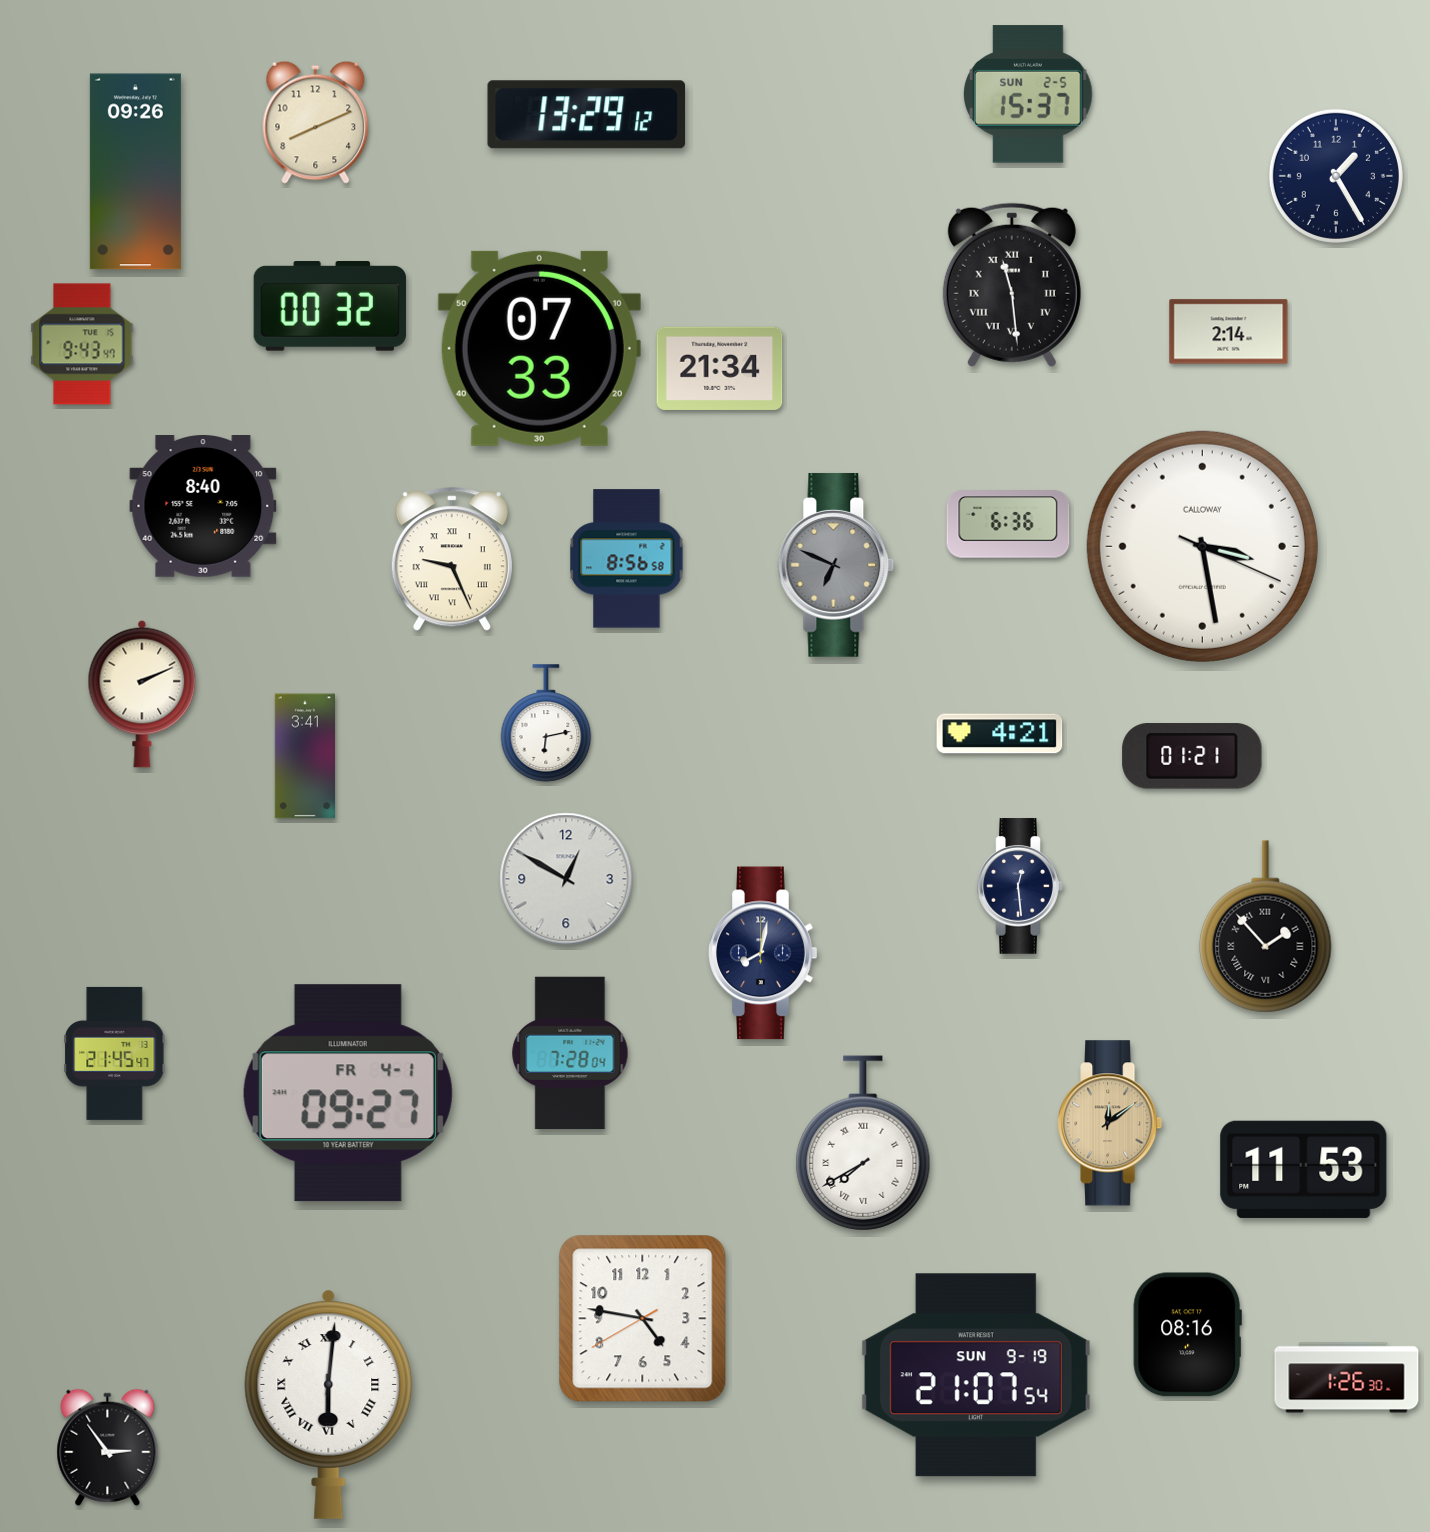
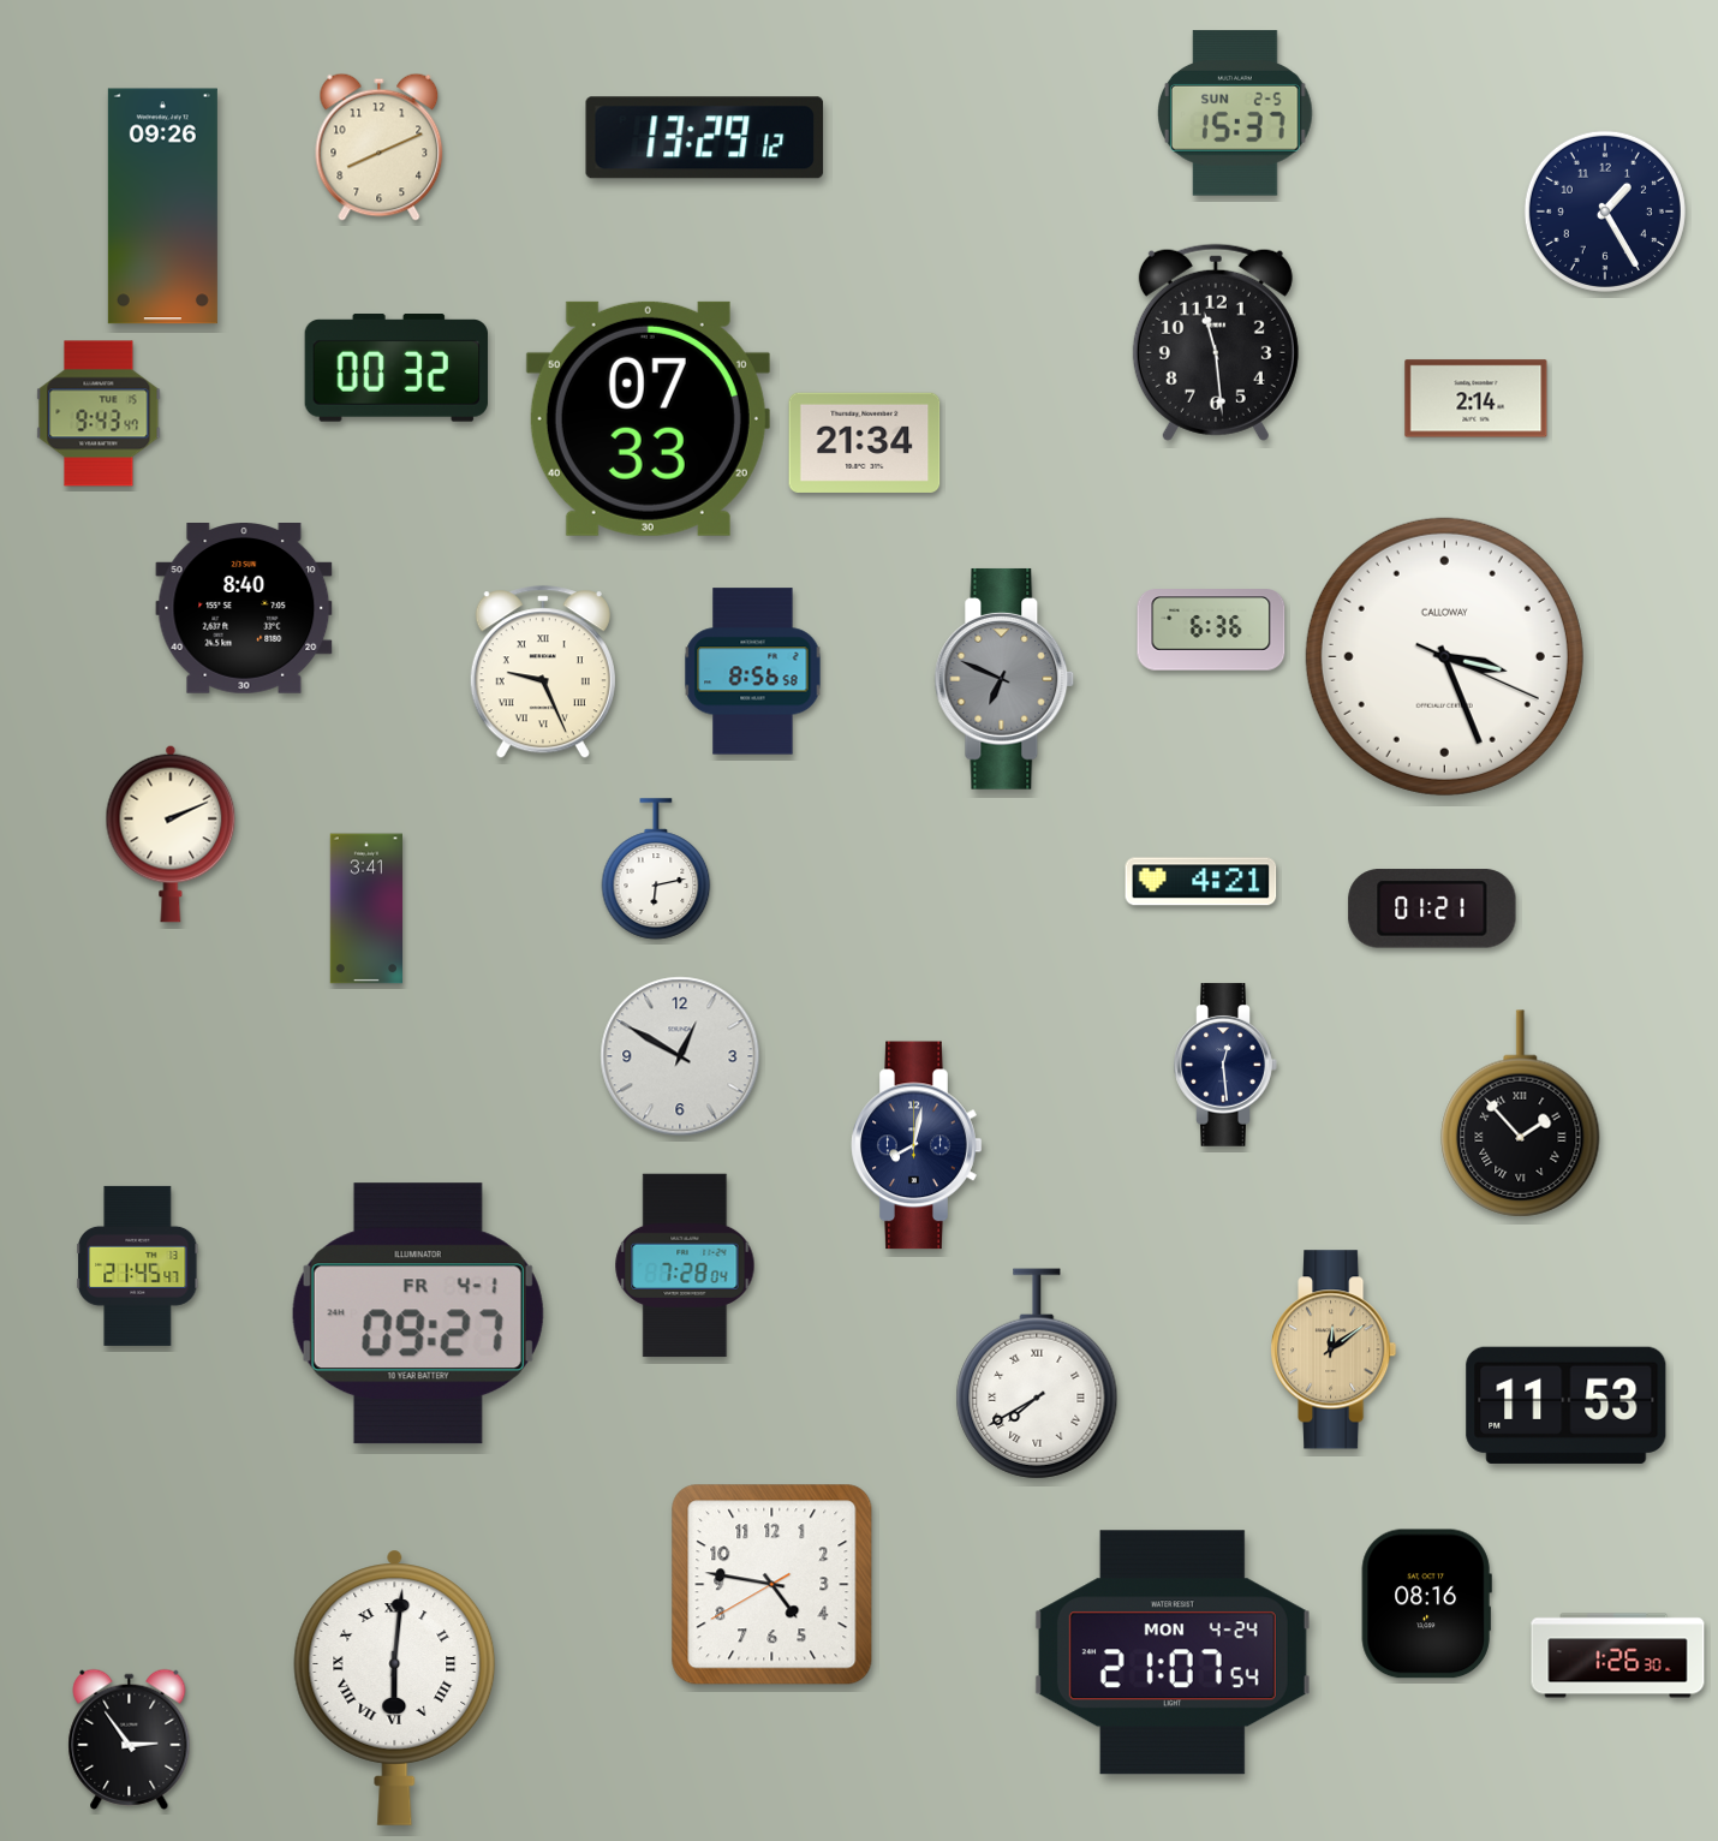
clock at (1012, 285) numerals: Roman -> Arabic
clock at (1202, 546): 3:28 -> 3:26
clock at (976, 1375) date: SUN 9-19 -> MON 4-24
